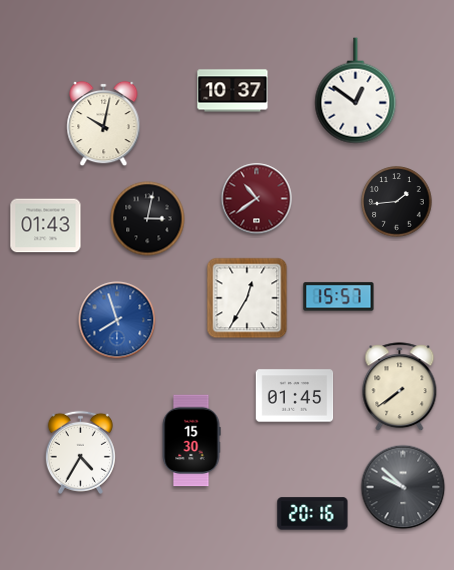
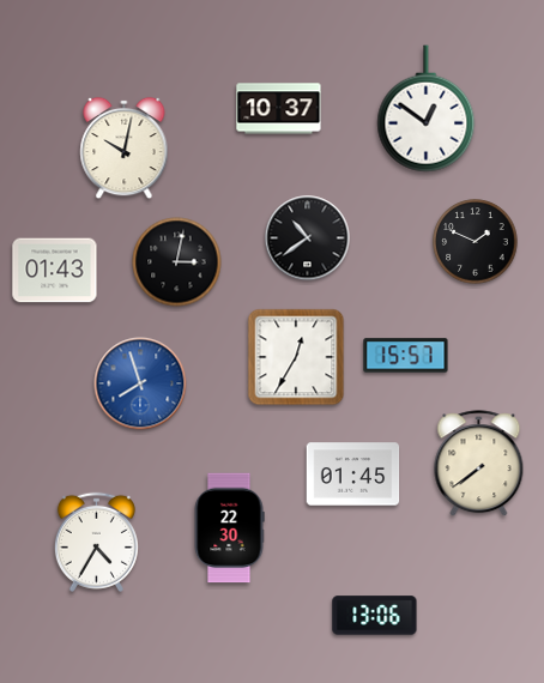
clock at (257, 199) dial: burgundy -> black
clock at (397, 202): 1:44 -> 1:49
clock at (191, 441): 15:30 -> 22:30
clock at (403, 487): 9:52 -> none
clock at (313, 514): 20:16 -> 13:06
